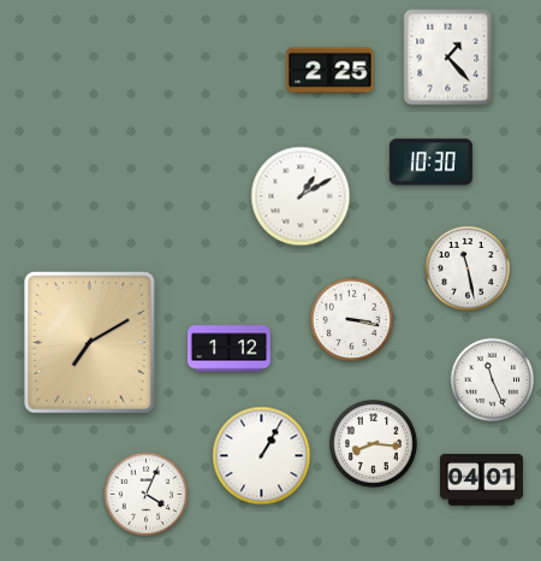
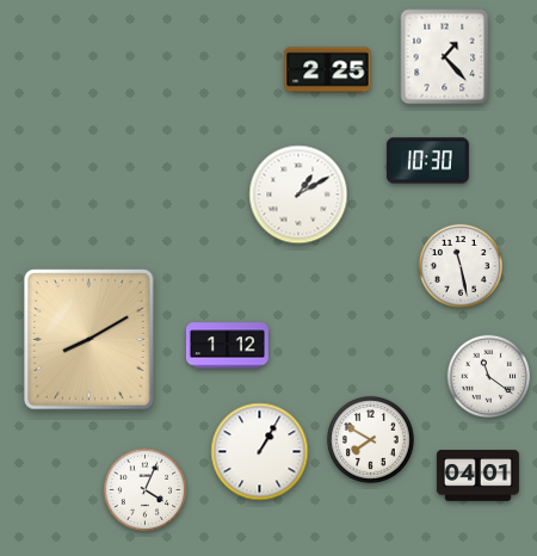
clock at (466, 267) position: (466, 267) -> (459, 265)
clock at (352, 320): 3:17 -> none
clock at (90, 343): 7:10 -> 8:10
clock at (493, 380): 11:26 -> 11:21
clock at (373, 443): 8:16 -> 7:50
